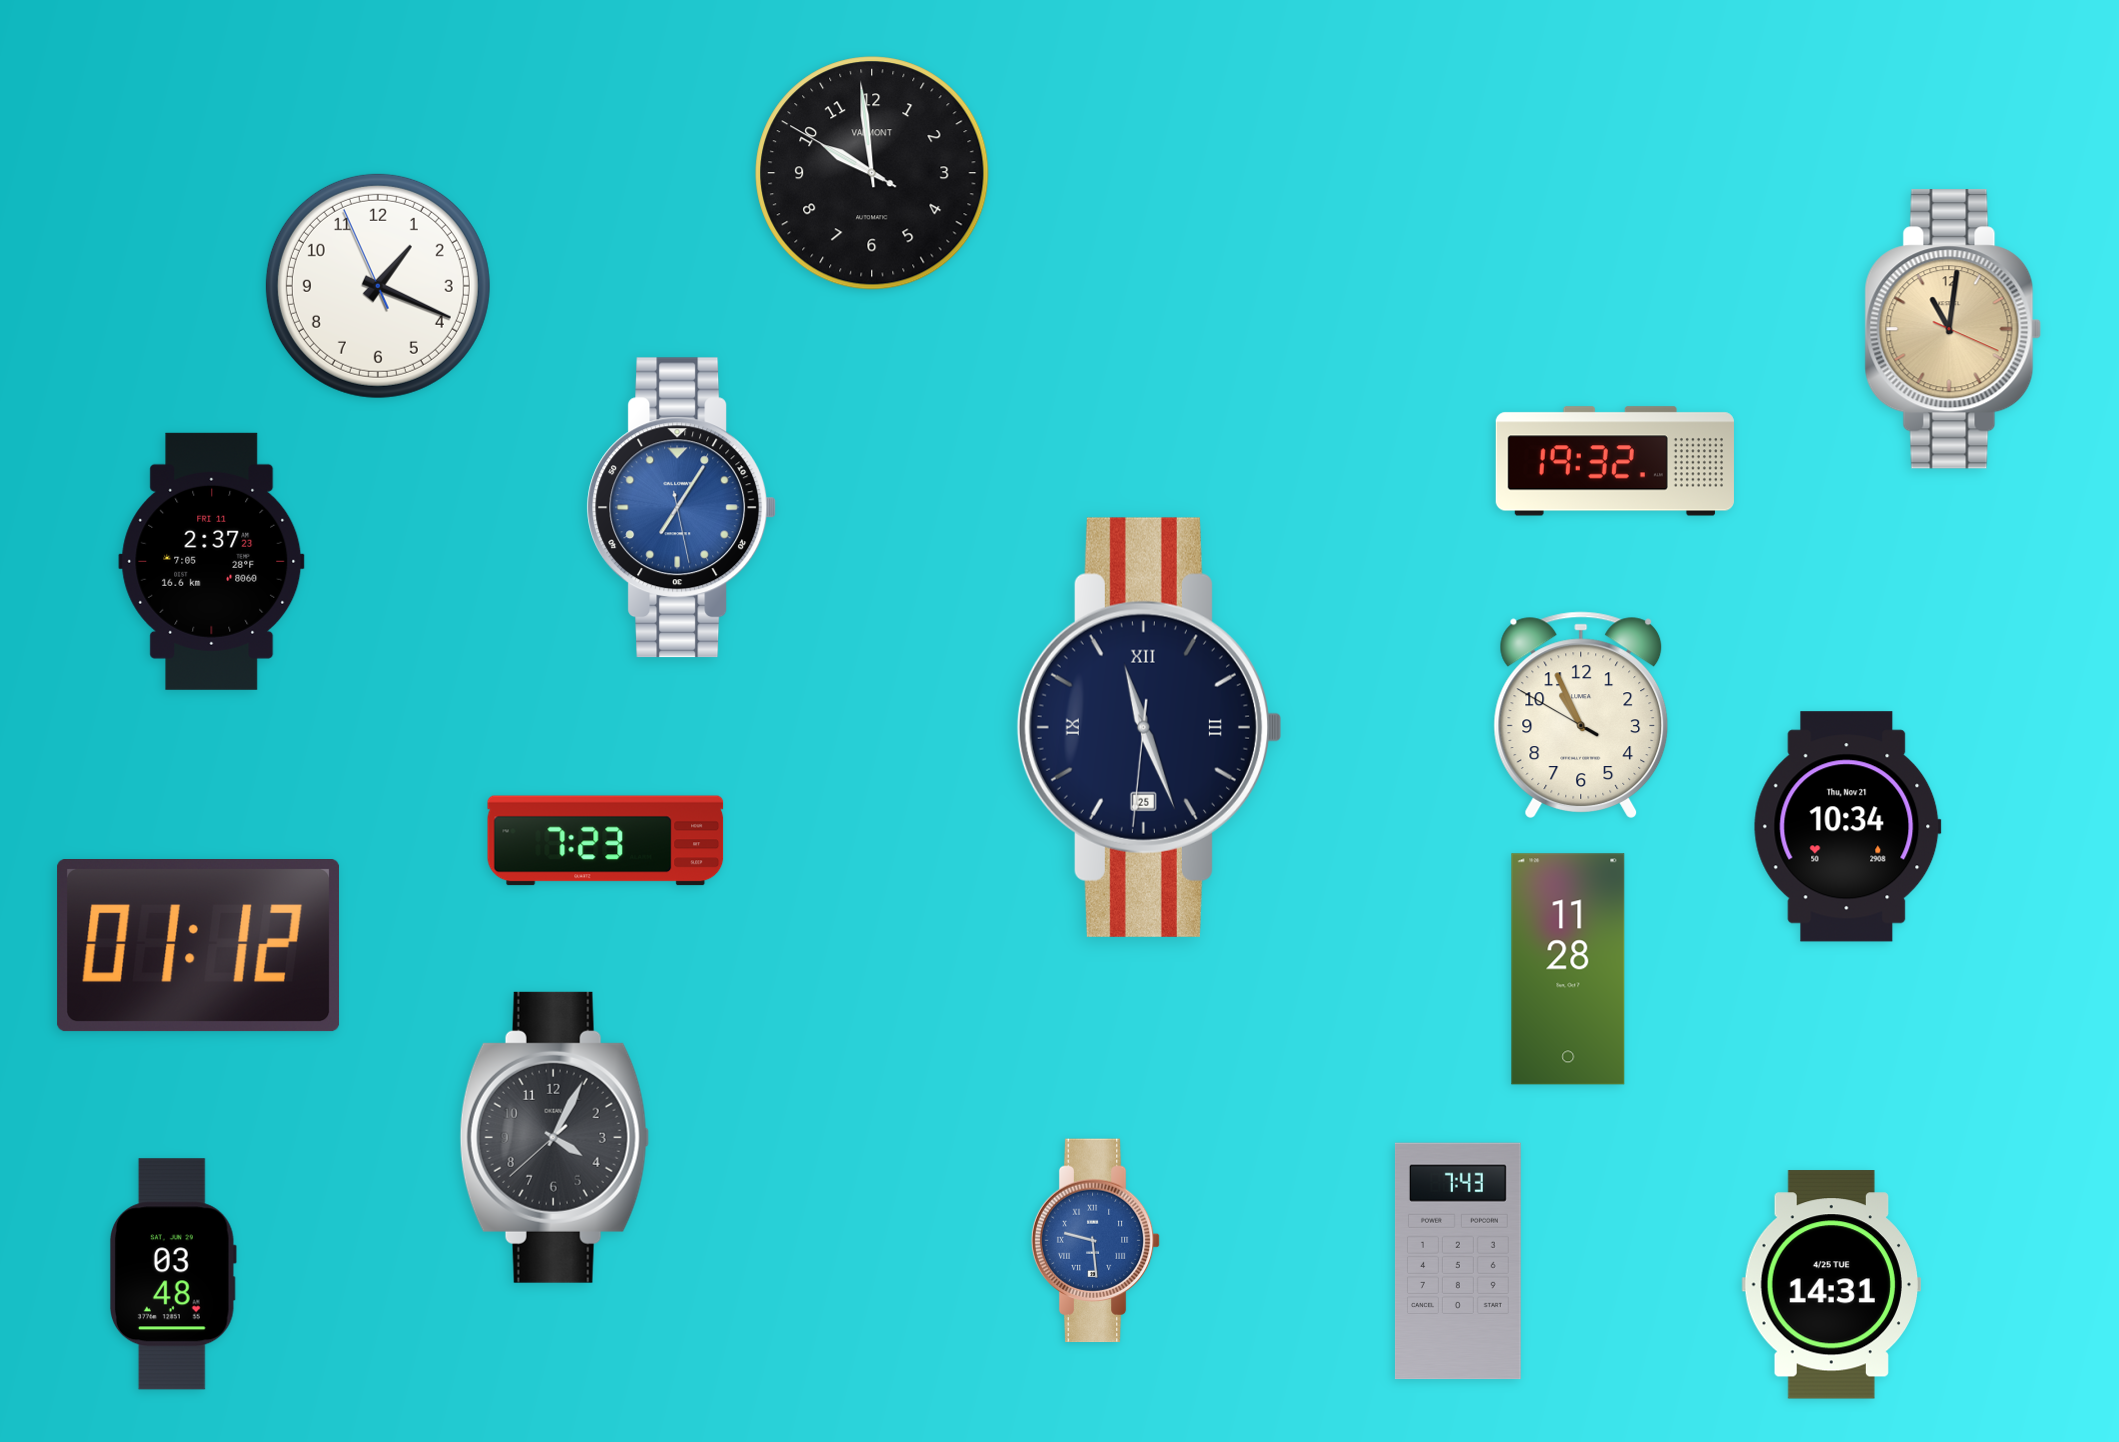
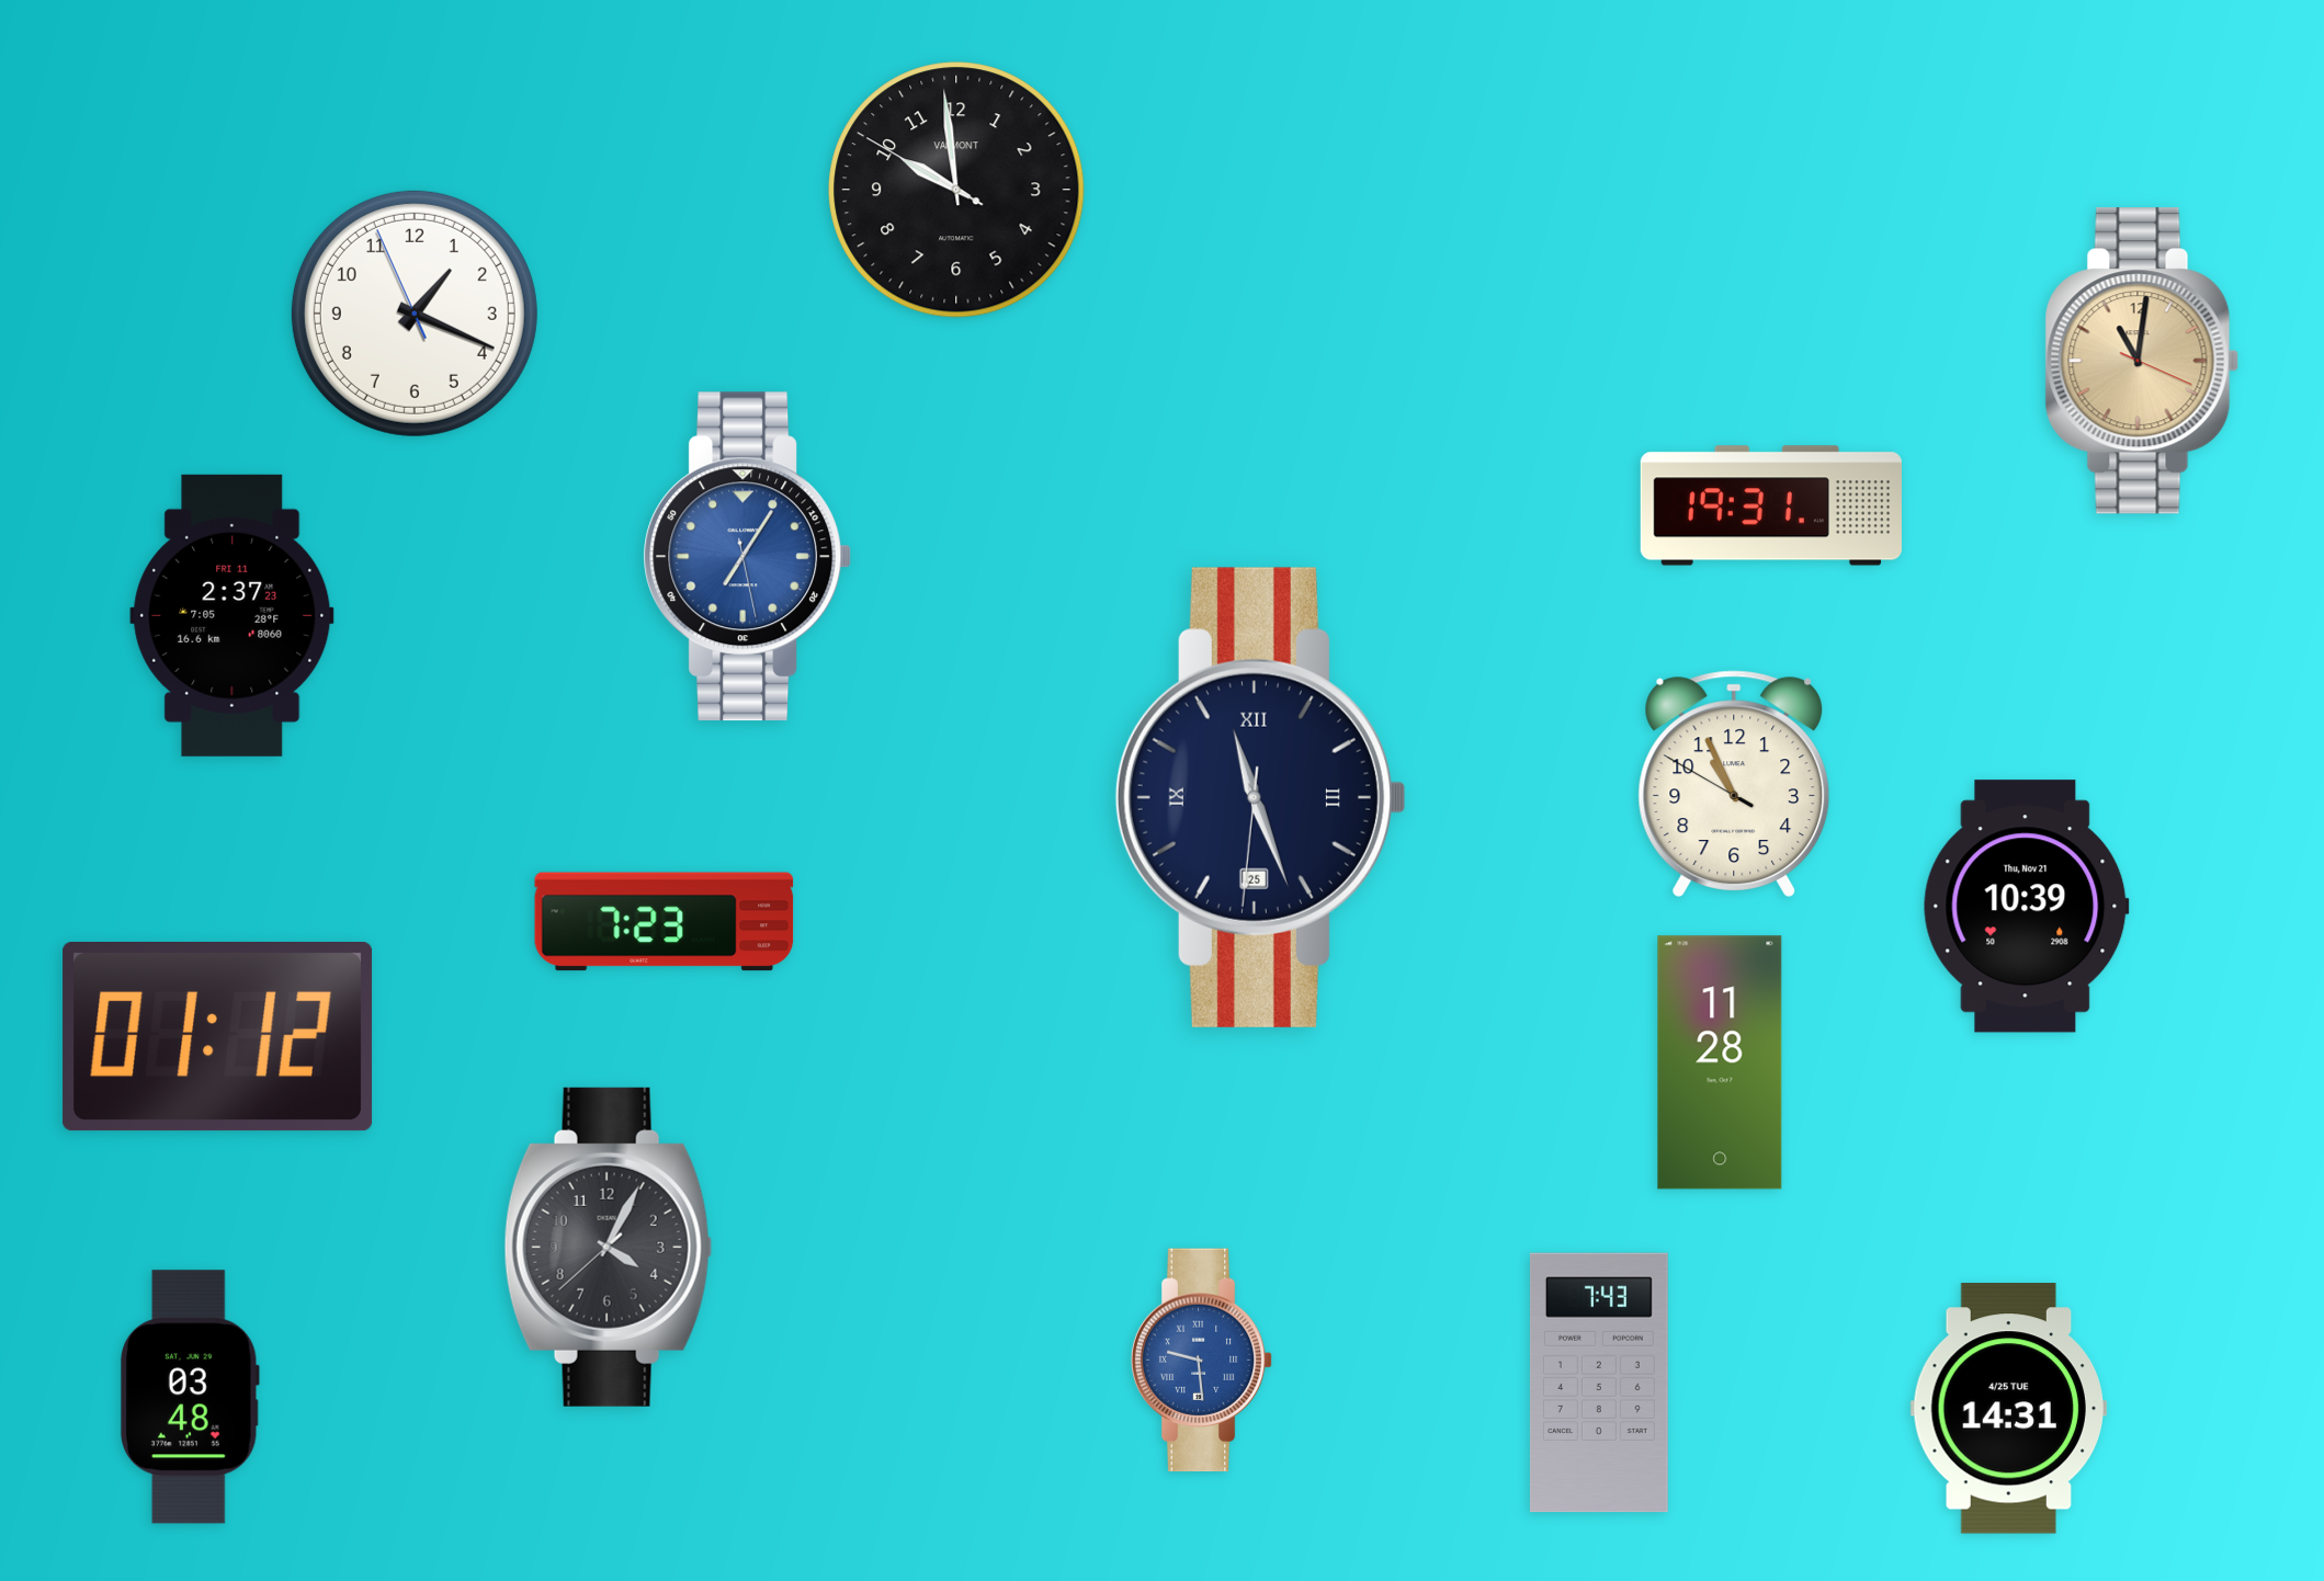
clock at (1615, 461): 19:32 -> 19:31
clock at (1847, 827): 10:34 -> 10:39
